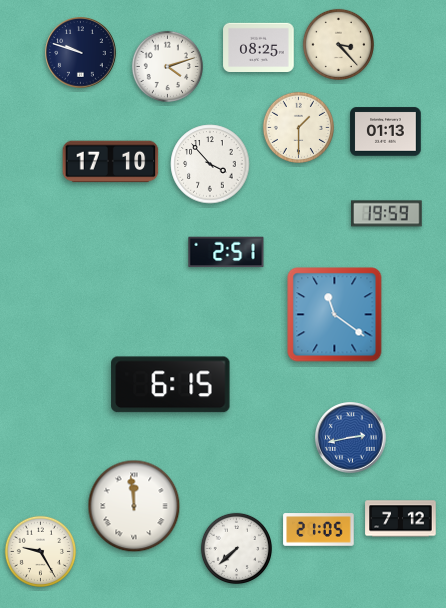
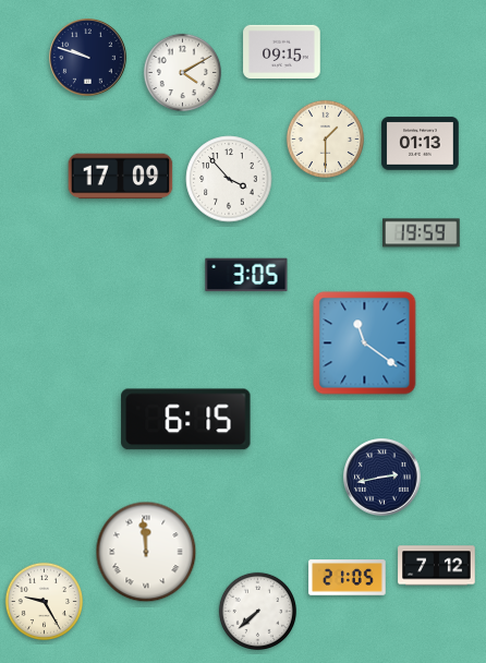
clock at (338, 44): 3:23 -> none
clock at (259, 47): 08:25 -> 09:15
clock at (167, 66): 4:12 -> 4:10
clock at (111, 162): 17:10 -> 17:09
clock at (226, 252): 2:51 -> 3:05
clock at (351, 438) dial: blue -> navy
clock at (236, 548) position: (236, 548) -> (257, 611)
